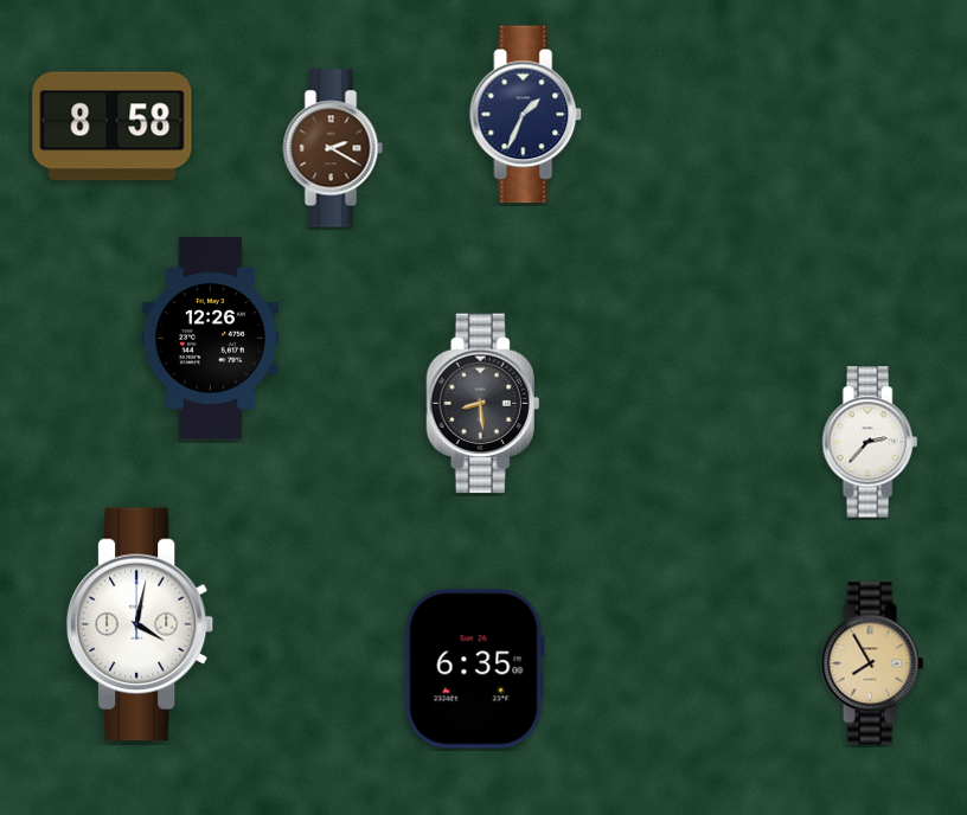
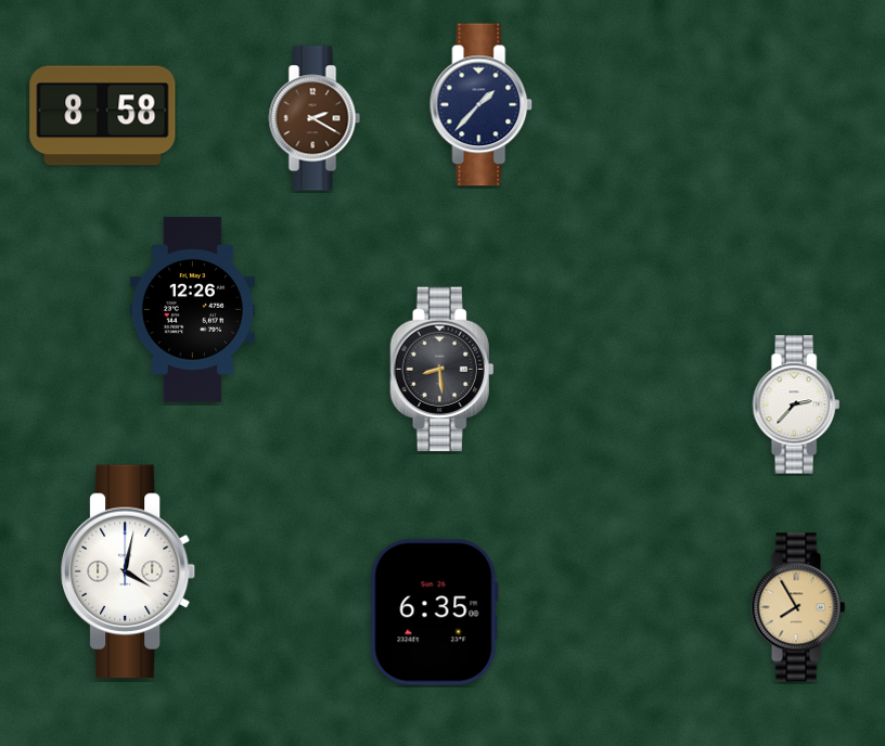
clock at (526, 115): 1:34 -> 1:37
clock at (333, 148) position: (333, 148) -> (315, 118)
